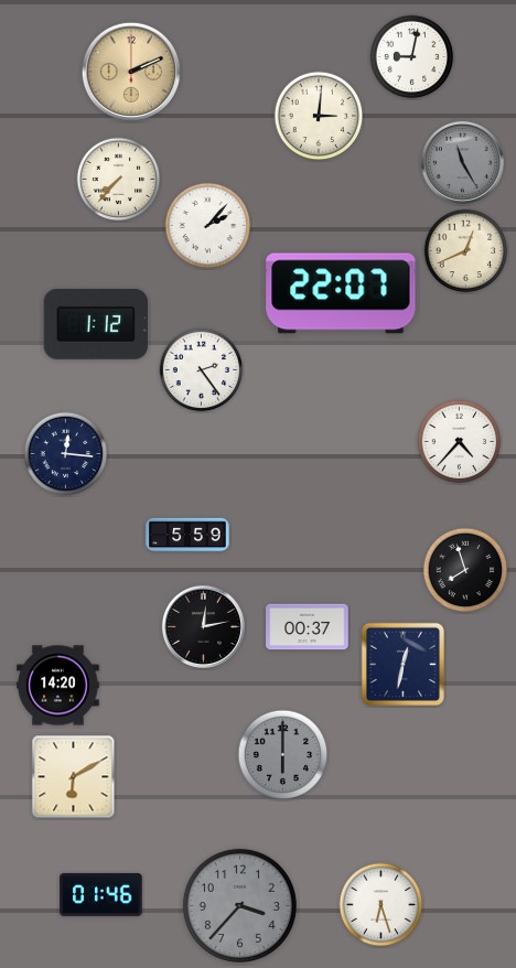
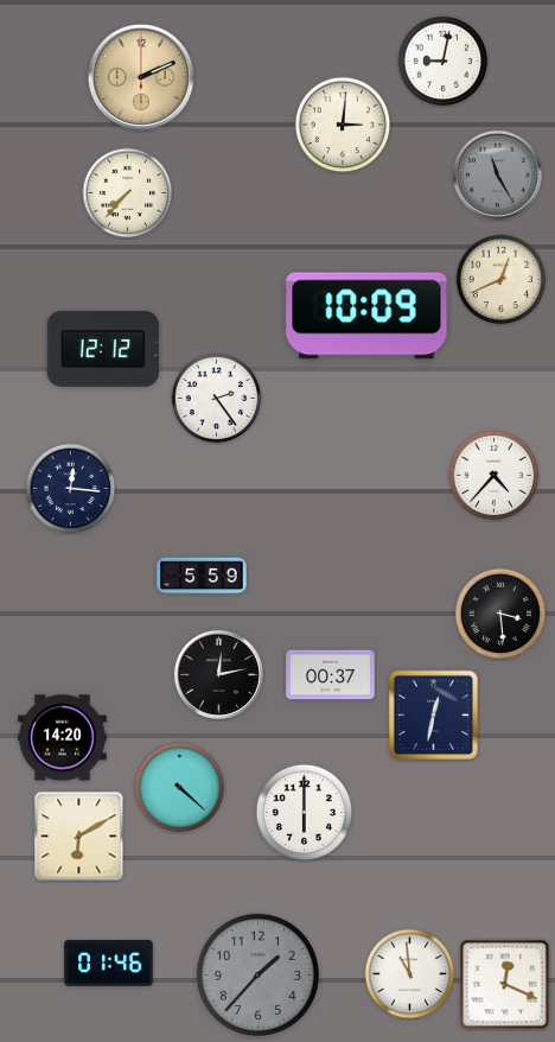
clock at (208, 226): 2:07 -> none
clock at (466, 251) position: (466, 251) -> (502, 280)
clock at (341, 293): 22:07 -> 10:09
clock at (96, 324): 1:12 -> 12:12
clock at (465, 570): 7:57 -> 3:29
clock at (180, 788): none -> 4:22
clock at (283, 755) dial: grey -> white
clock at (239, 905): 3:37 -> 1:37
clock at (381, 905): 6:27 -> 10:59
clock at (505, 985): none -> 12:19
